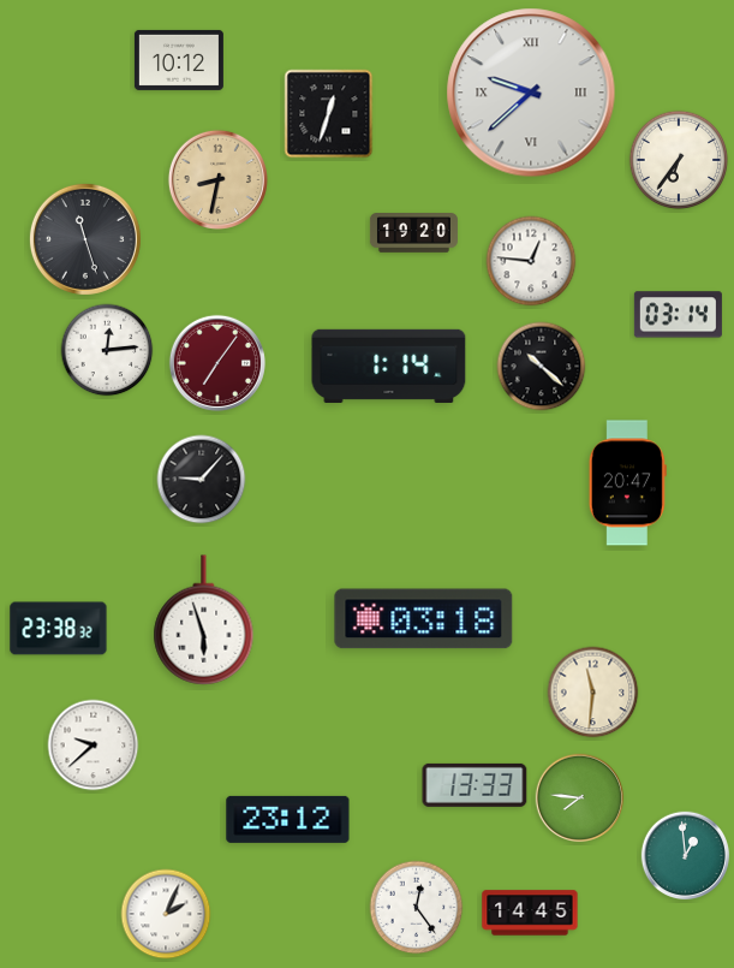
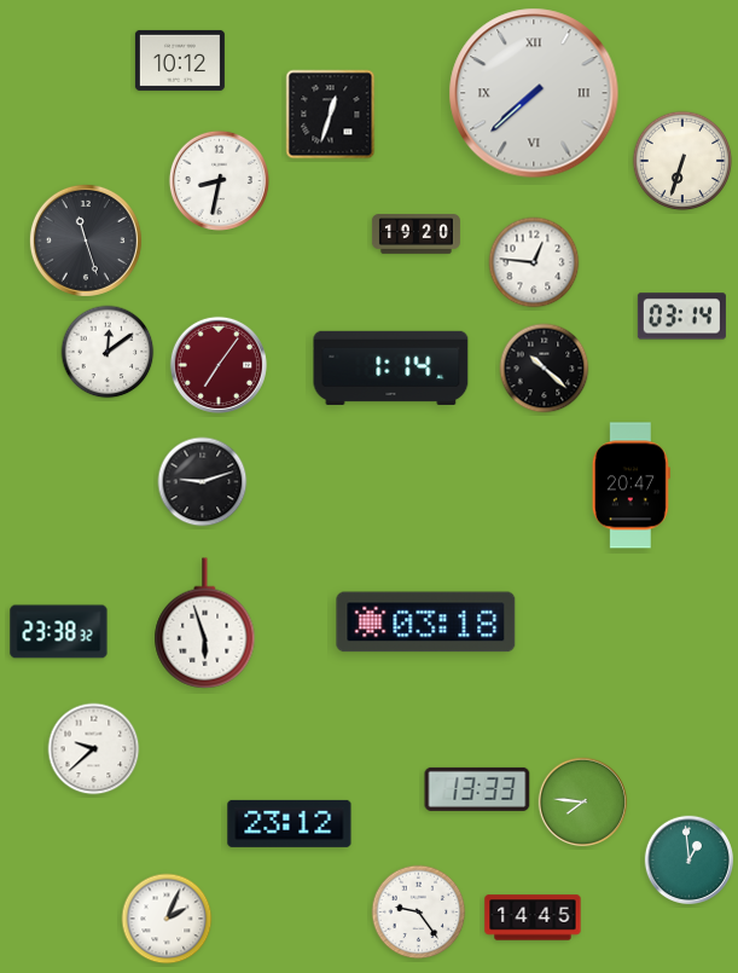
clock at (531, 93): 9:38 -> 7:38
clock at (679, 160): 6:36 -> 6:33
clock at (217, 179) dial: champagne -> white
clock at (107, 350): 12:14 -> 12:09
clock at (202, 480): 9:07 -> 9:12
clock at (593, 693): 11:31 -> none
clock at (417, 908): 12:24 -> 9:24
